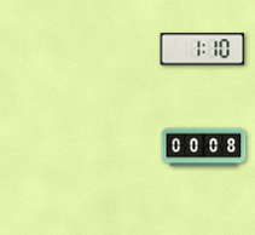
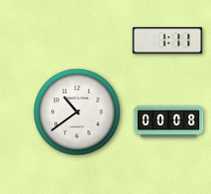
clock at (203, 50): 1:10 -> 1:11
clock at (77, 112): none -> 10:39
